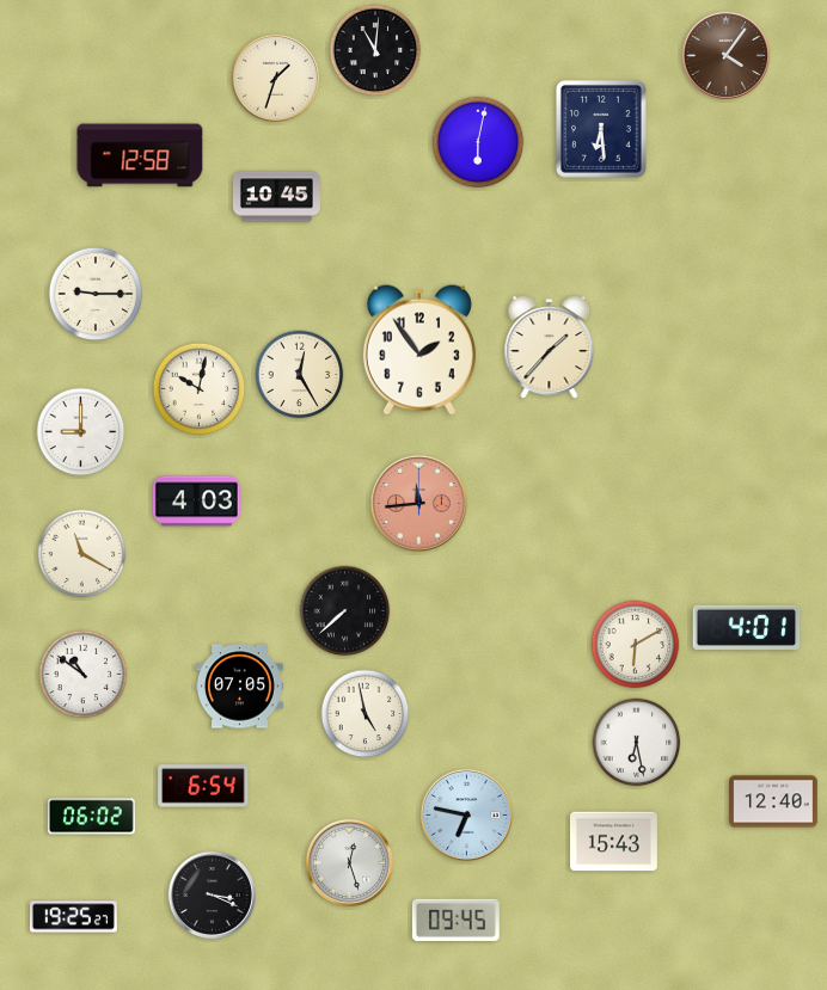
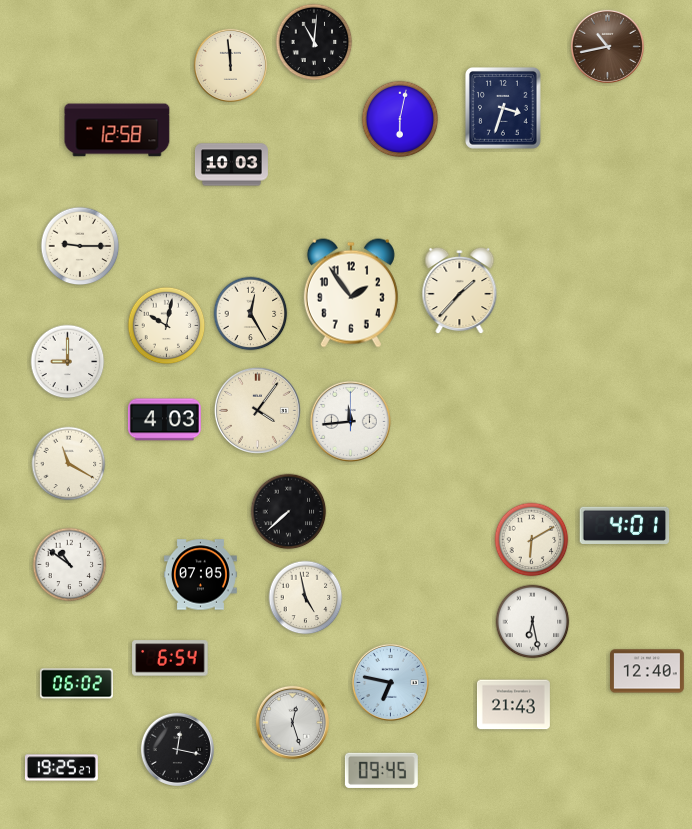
clock at (725, 55): 4:06 -> 10:43
clock at (275, 78): 1:33 -> 11:59
clock at (601, 129): 6:29 -> 3:33
clock at (276, 197): 10:45 -> 10:03
clock at (257, 410): none -> 4:06
clock at (418, 503) dial: salmon -> white
clock at (613, 842): 15:43 -> 21:43
clock at (212, 894): 3:19 -> 12:17
